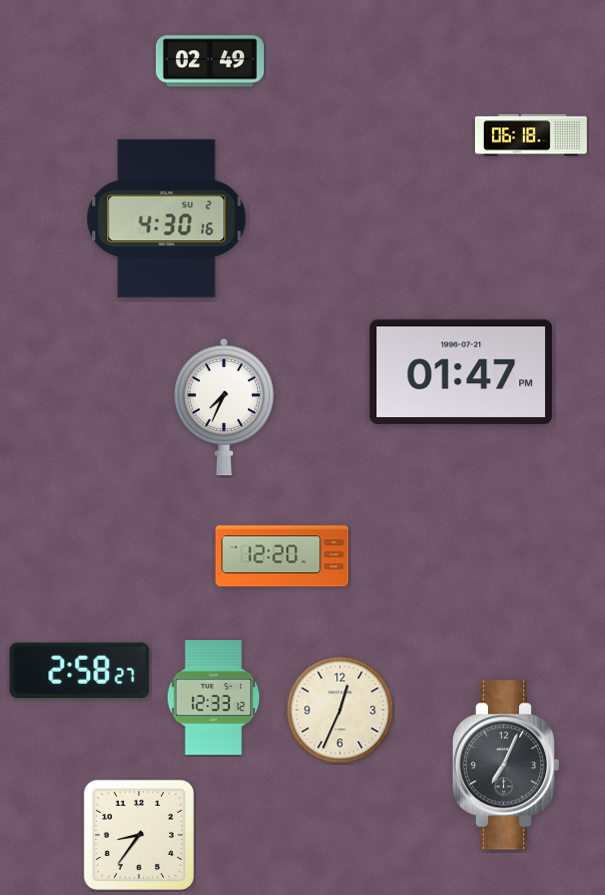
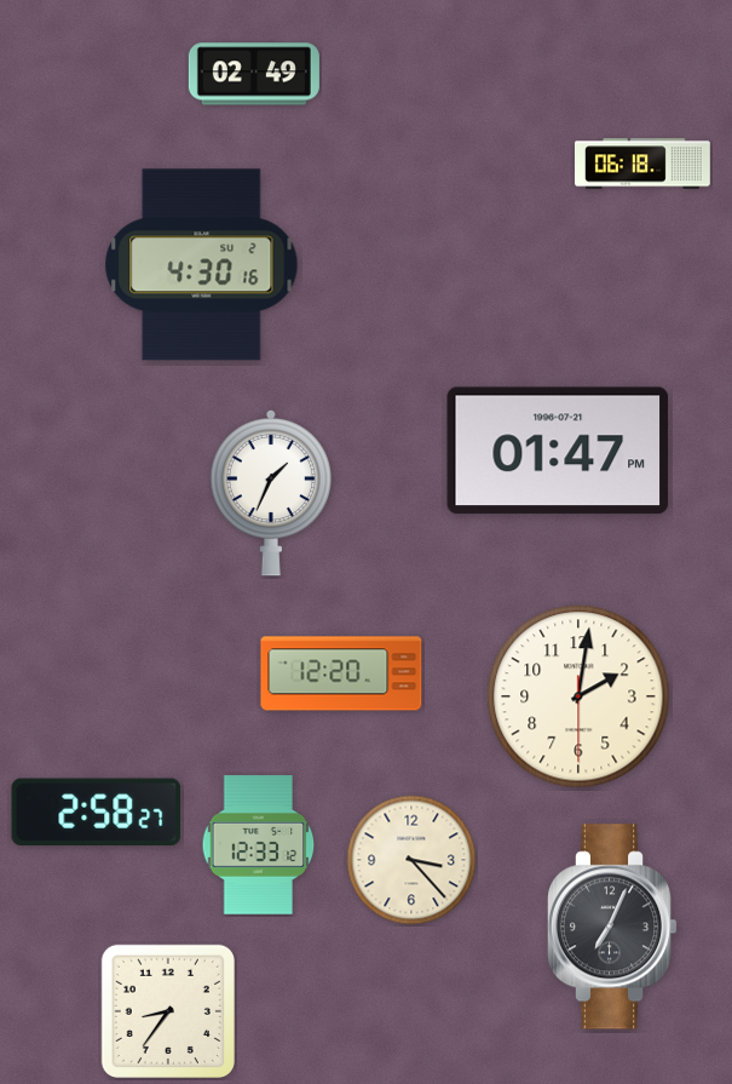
clock at (224, 407): 7:34 -> 1:34
clock at (578, 696): none -> 2:01
clock at (340, 710): 12:34 -> 3:23
